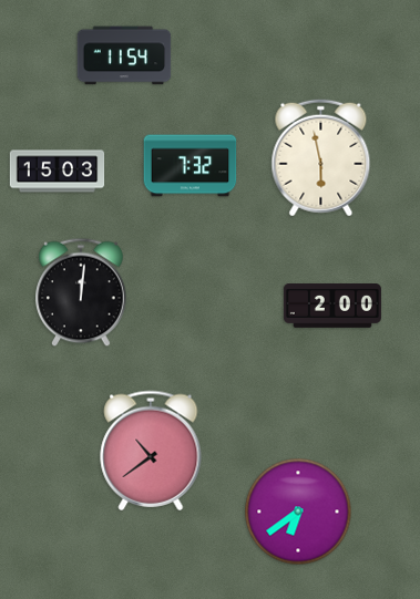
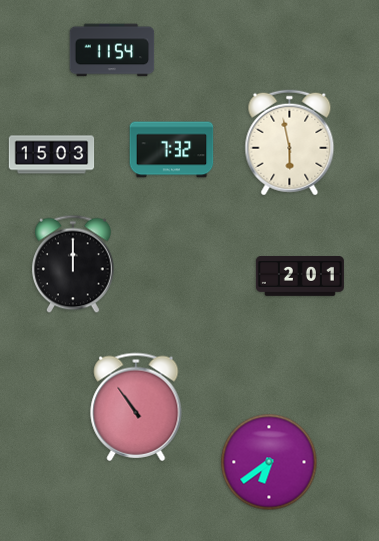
clock at (82, 292): 12:01 -> 12:00
clock at (332, 307): 2:00 -> 2:01
clock at (151, 451): 10:39 -> 10:54
